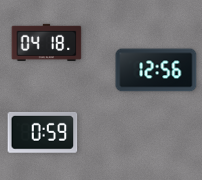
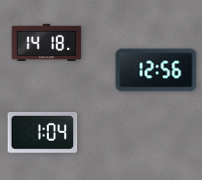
clock at (47, 42): 04:18 -> 14:18
clock at (43, 132): 0:59 -> 1:04
